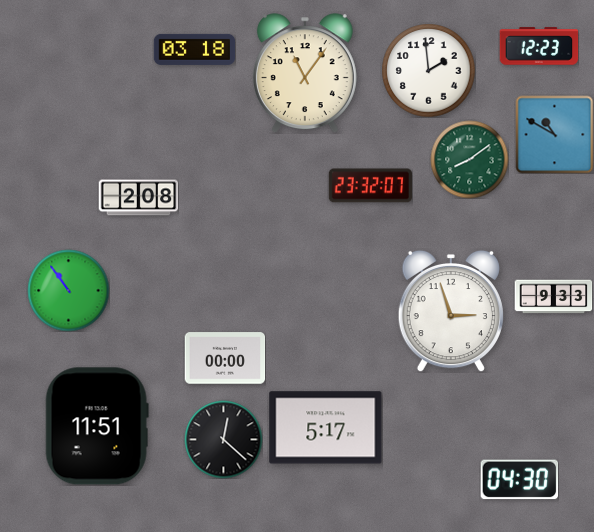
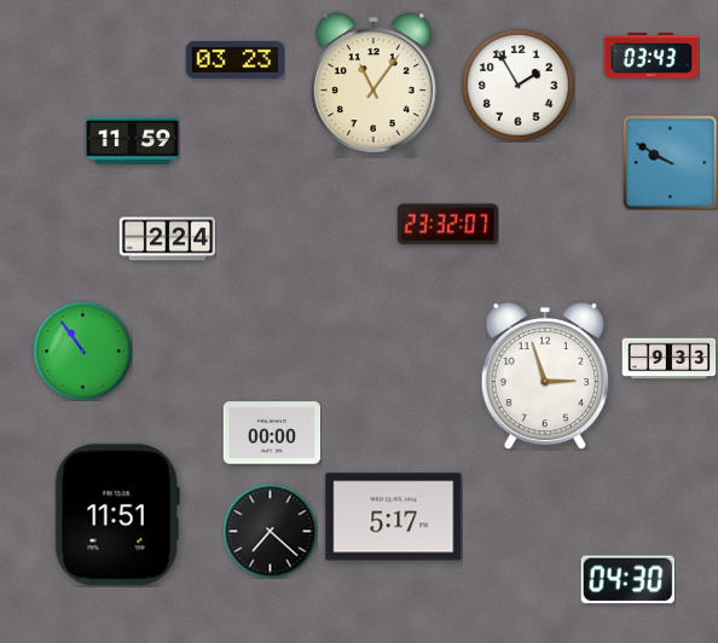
clock at (539, 46): 12:23 -> 03:43
clock at (194, 49): 03:18 -> 03:23
clock at (428, 70): 1:59 -> 1:55
clock at (305, 73) position: (305, 73) -> (374, 85)
clock at (132, 140): none -> 11:59
clock at (554, 134): 10:50 -> 9:50
clock at (469, 159): 8:09 -> none
clock at (138, 198): 2:08 -> 2:24
clock at (223, 439): 12:22 -> 7:22
